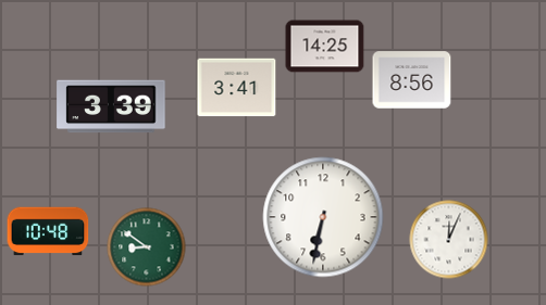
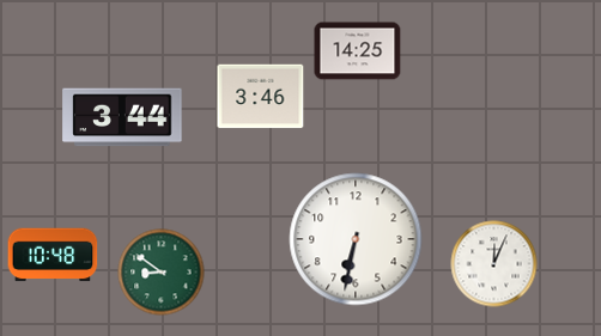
clock at (412, 80): 8:56 -> none
clock at (237, 88): 3:41 -> 3:46
clock at (111, 106): 3:39 -> 3:44
